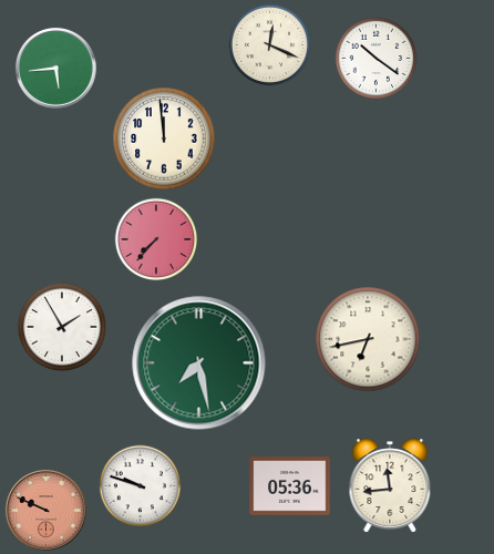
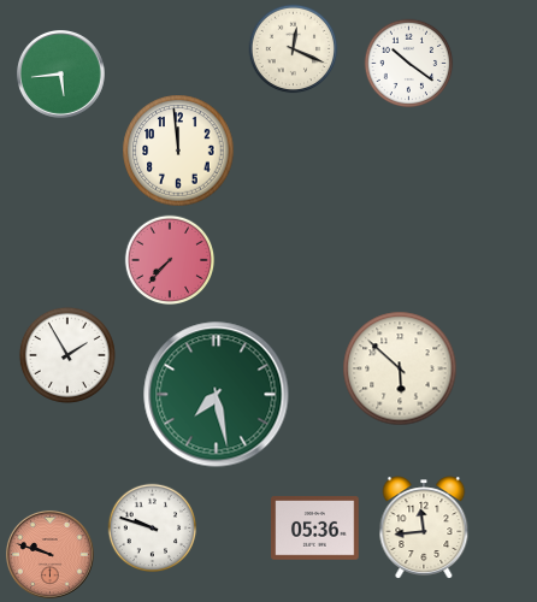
clock at (368, 339): 6:43 -> 5:52
clock at (45, 510): 9:49 -> 9:48
